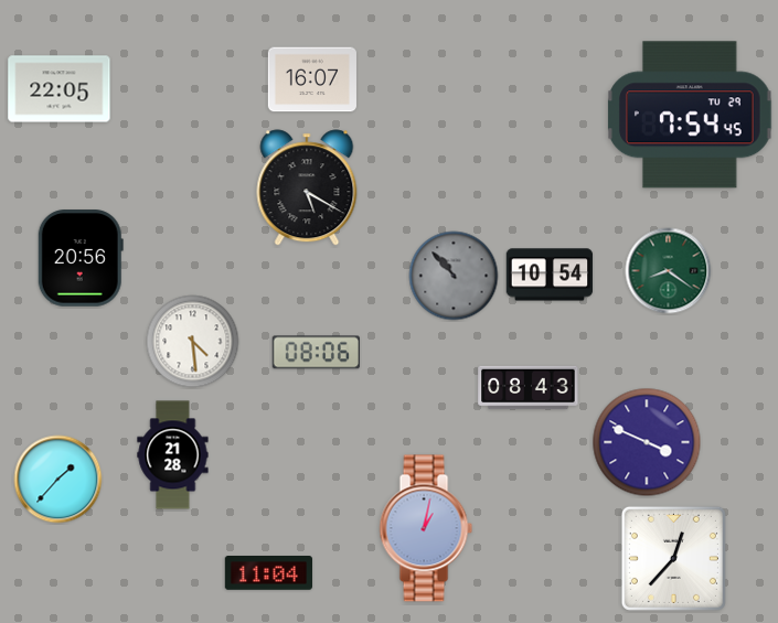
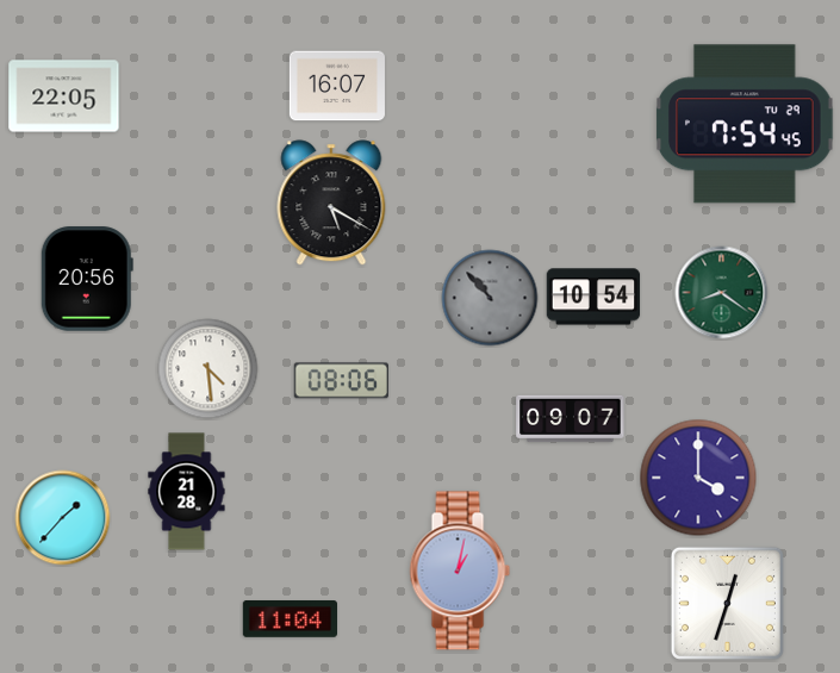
clock at (529, 388): 08:43 -> 09:07
clock at (647, 442): 3:49 -> 4:00
clock at (673, 558): 12:37 -> 12:33
